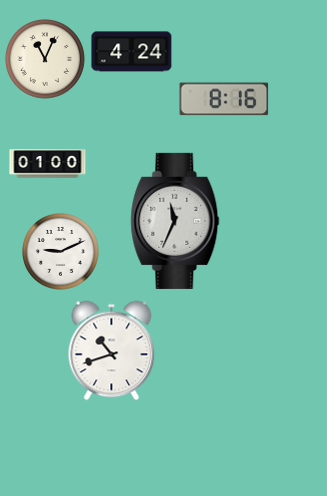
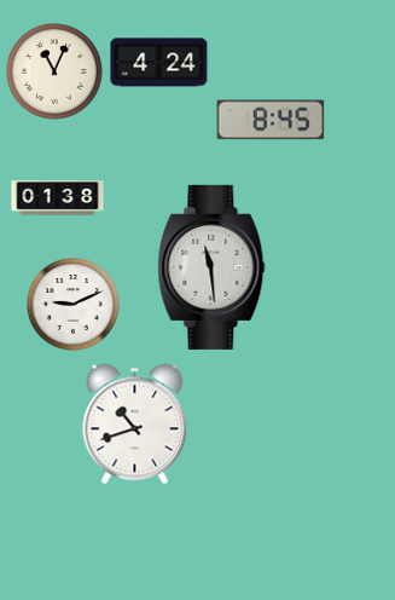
clock at (224, 99): 8:16 -> 8:45
clock at (48, 164): 01:00 -> 01:38
clock at (175, 221): 11:34 -> 11:29
